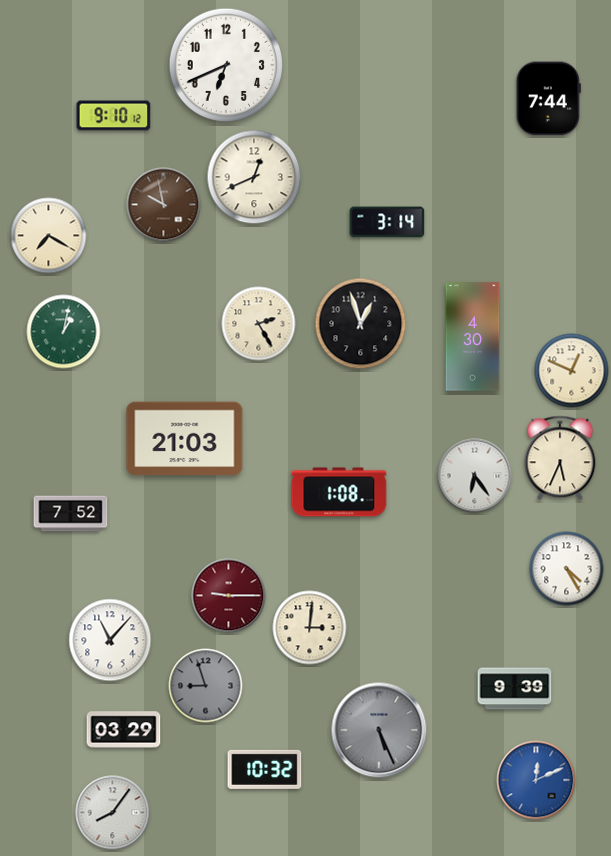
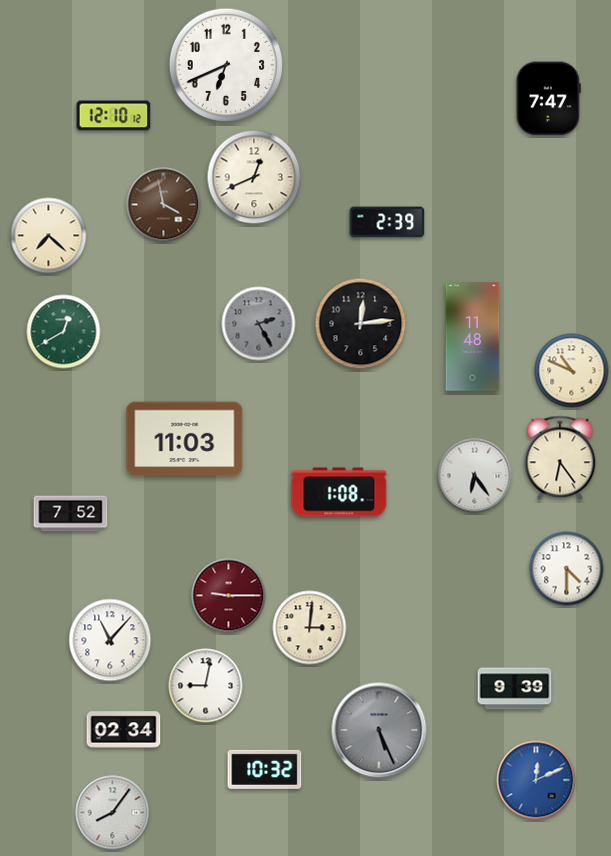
clock at (548, 99): 7:44 -> 7:47
clock at (114, 116): 9:10 -> 12:10
clock at (164, 205): 9:58 -> 3:58
clock at (387, 222): 3:14 -> 2:39
clock at (49, 236): 7:20 -> 7:22
clock at (259, 324) dial: cream -> grey
clock at (361, 324): 12:57 -> 12:14
clock at (64, 332): 1:02 -> 12:40
clock at (473, 337): 4:30 -> 11:48
clock at (572, 371): 12:49 -> 10:49
clock at (185, 439): 21:03 -> 11:03
clock at (560, 458): 5:34 -> 6:24
clock at (567, 569): 4:25 -> 4:30
clock at (206, 686): 8:57 -> 9:02
clock at (206, 686) dial: grey -> white
clock at (124, 730): 03:29 -> 02:34
